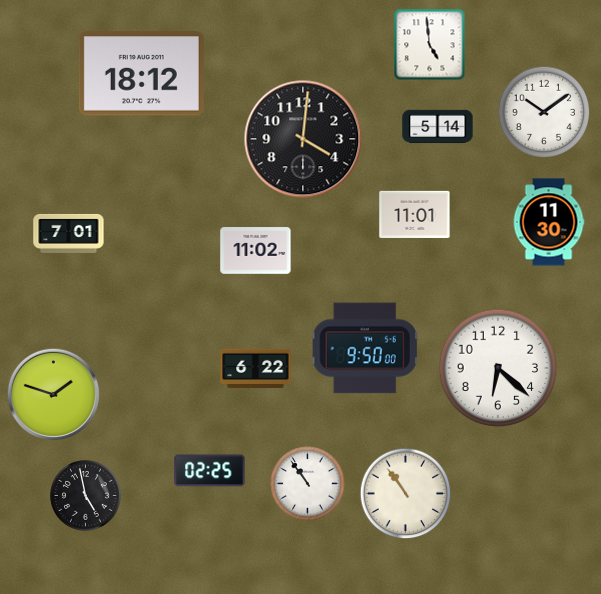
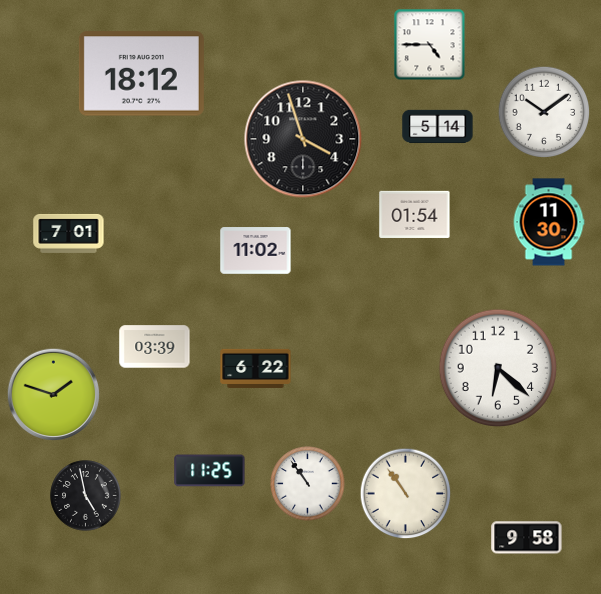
clock at (430, 45): 4:59 -> 4:45
clock at (303, 139): 4:01 -> 3:57
clock at (415, 214): 11:01 -> 01:54
clock at (155, 347): none -> 03:39
clock at (365, 348): 9:50 -> none
clock at (210, 471): 02:25 -> 11:25
clock at (527, 538): none -> 9:58
